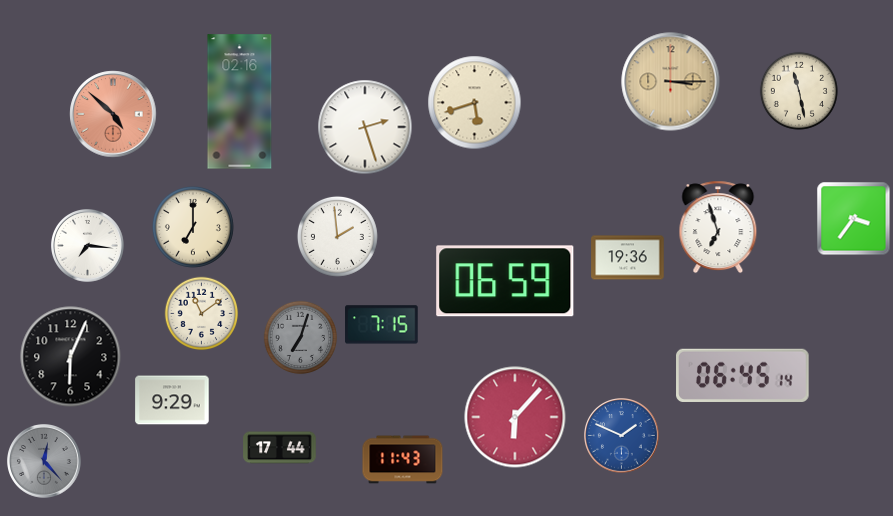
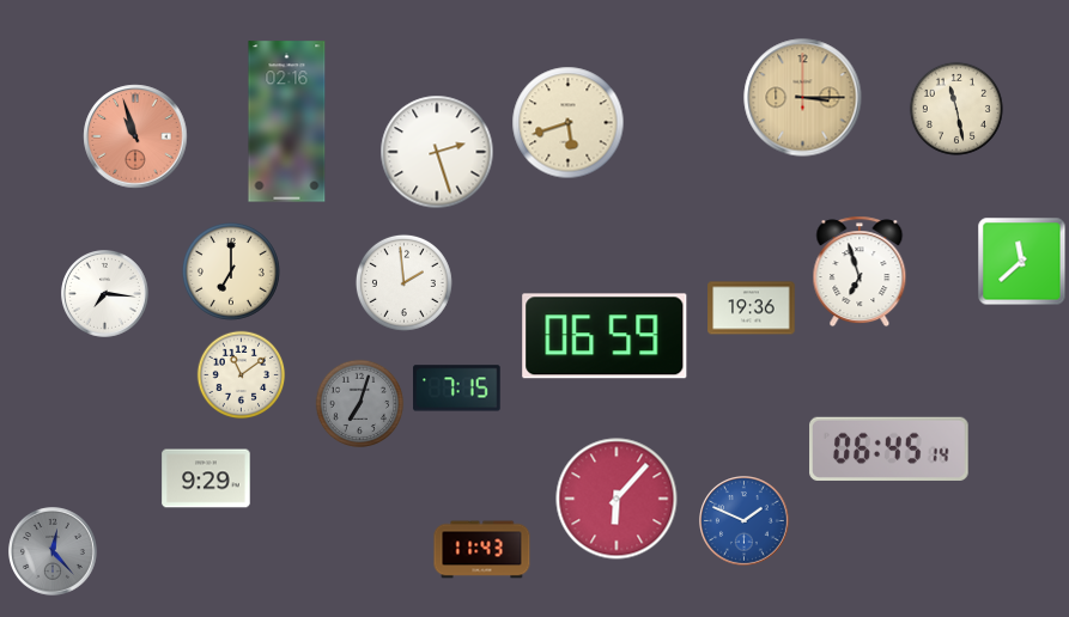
clock at (113, 114): 4:52 -> 10:57
clock at (854, 219): 3:36 -> 11:38
clock at (71, 357): 6:04 -> none
clock at (280, 448): 17:44 -> none
